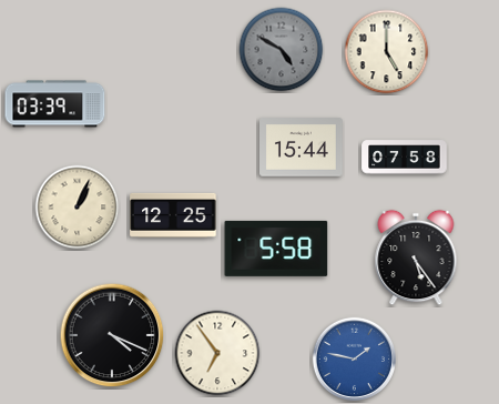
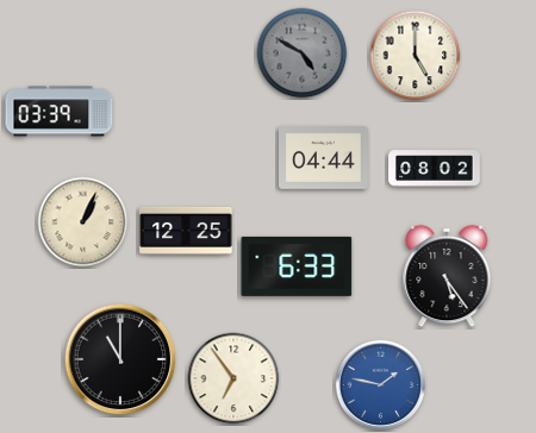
clock at (302, 148): 15:44 -> 04:44
clock at (405, 158): 07:58 -> 08:02
clock at (276, 249): 5:58 -> 6:33
clock at (112, 335): 4:19 -> 11:00
